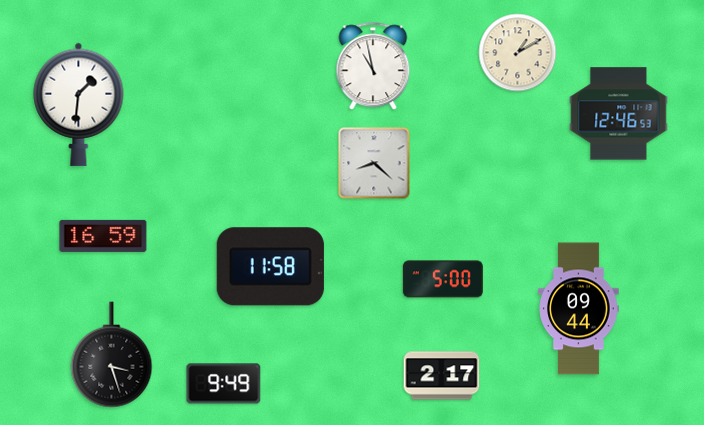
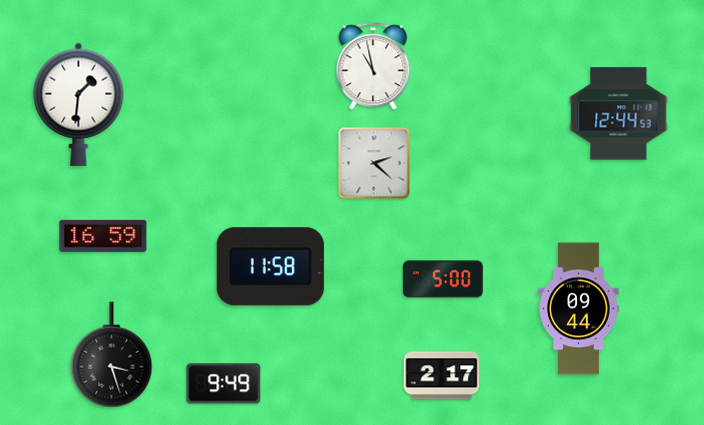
clock at (518, 53): 1:10 -> none
clock at (619, 114): 12:46 -> 12:44
clock at (374, 163): 8:22 -> 2:22
